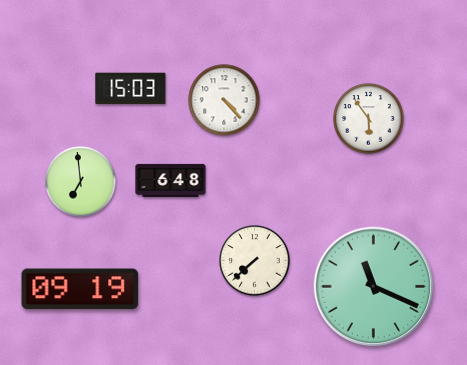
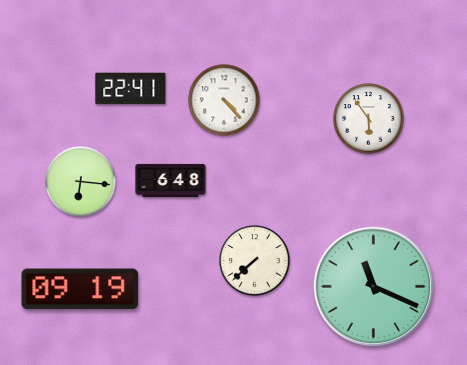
clock at (131, 89): 15:03 -> 22:41
clock at (81, 182): 6:59 -> 6:16
